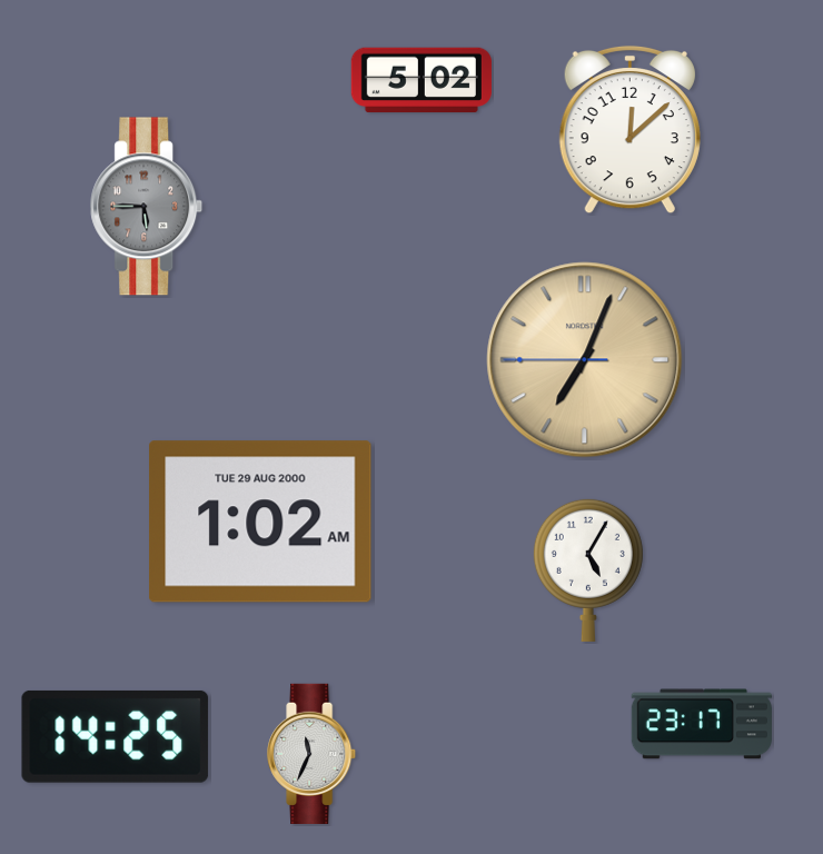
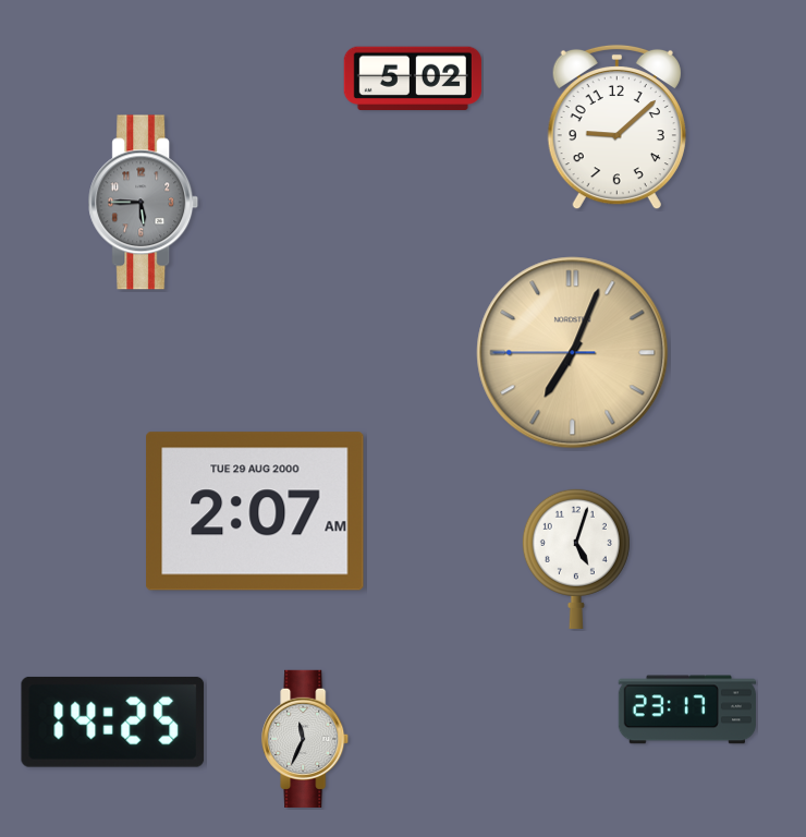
clock at (629, 130): 12:08 -> 9:08
clock at (260, 522): 1:02 -> 2:07
clock at (588, 569): 5:05 -> 5:03
